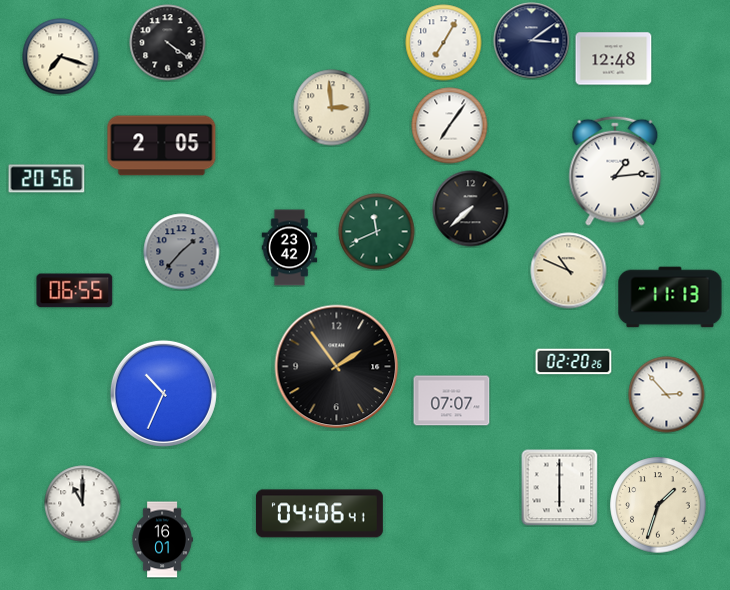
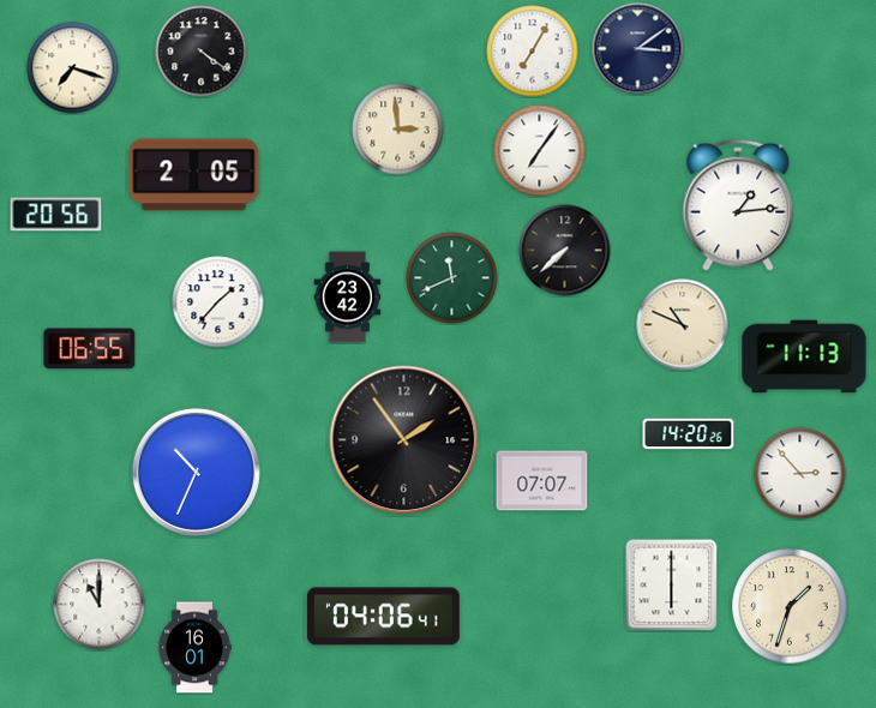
clock at (614, 59): 12:48 -> none
clock at (182, 252) dial: grey -> white
clock at (574, 362): 02:20 -> 14:20
